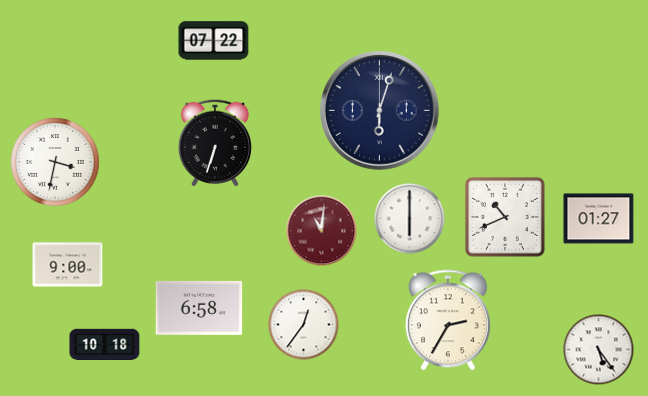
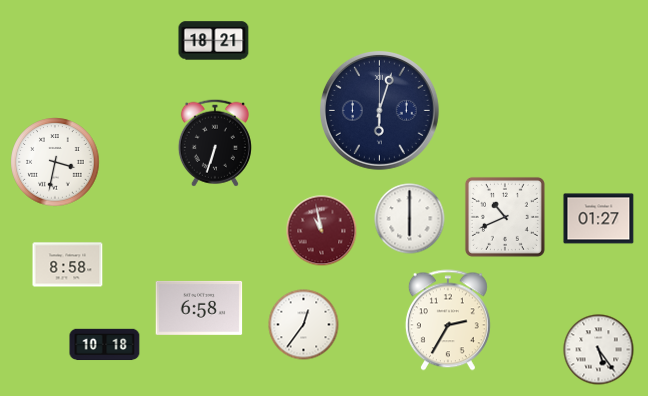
clock at (214, 41): 07:22 -> 18:21
clock at (322, 231): 11:01 -> 10:58
clock at (68, 265): 9:00 -> 8:58
